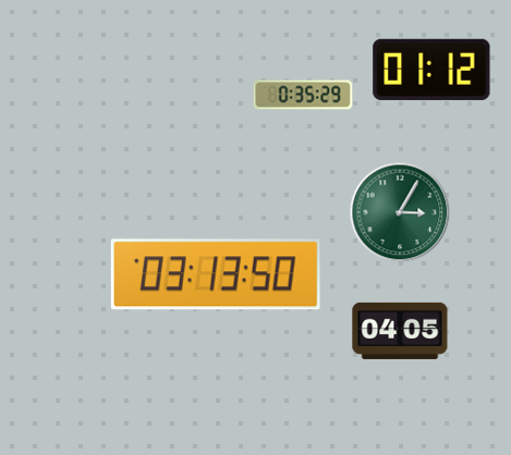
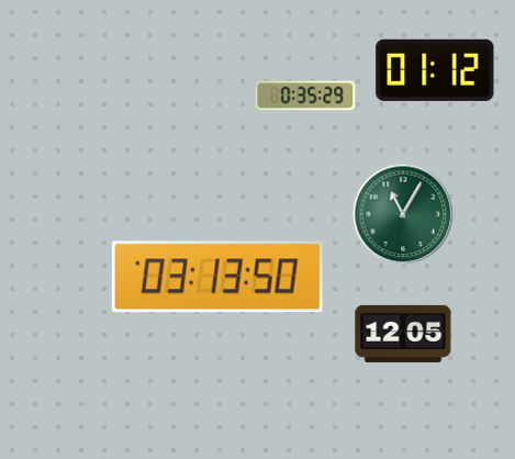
clock at (400, 212): 3:05 -> 11:05
clock at (400, 331): 04:05 -> 12:05
